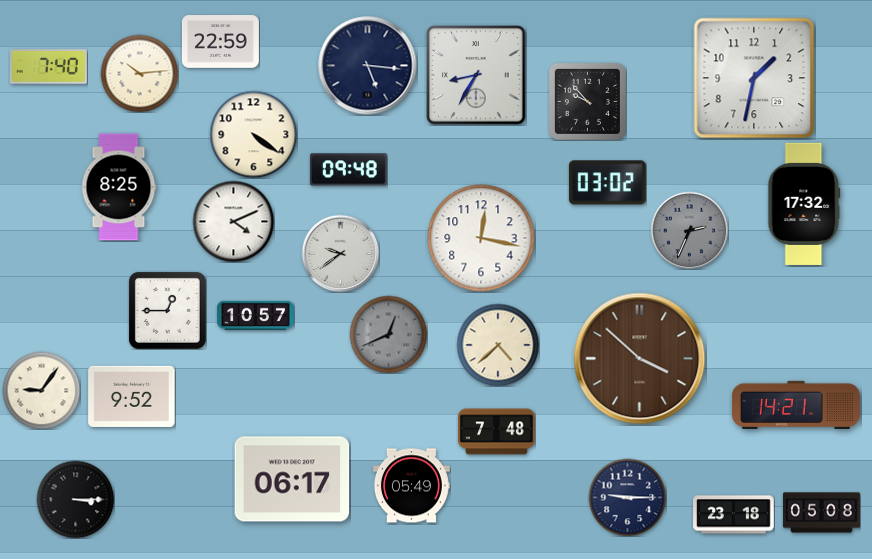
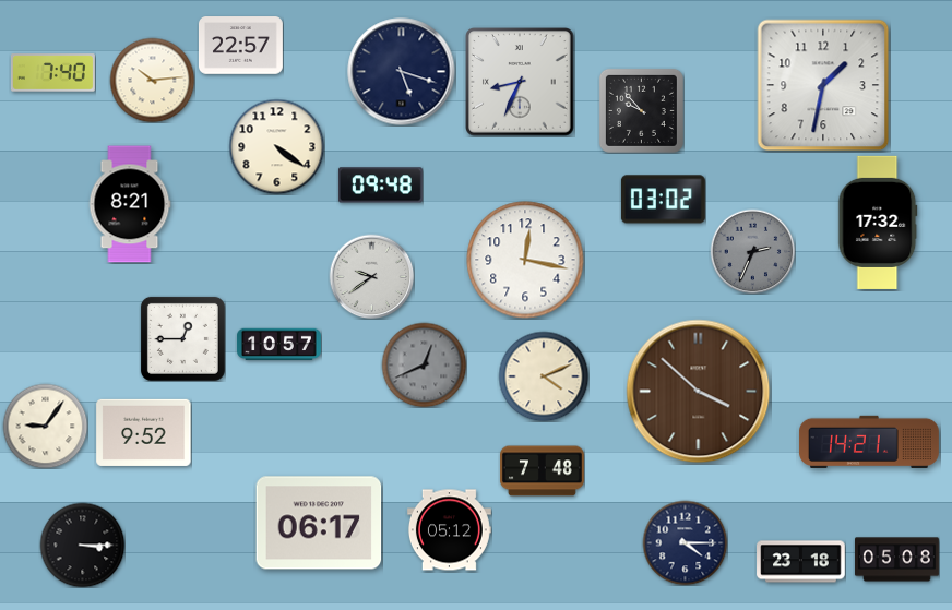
clock at (220, 42): 22:59 -> 22:57
clock at (368, 66): 5:16 -> 5:18
clock at (476, 75): 8:35 -> 8:34
clock at (119, 187): 8:25 -> 8:21
clock at (233, 221): 4:11 -> none
clock at (498, 345): 4:38 -> 4:11
clock at (411, 486): 05:49 -> 05:12
clock at (627, 497): 9:15 -> 4:15
